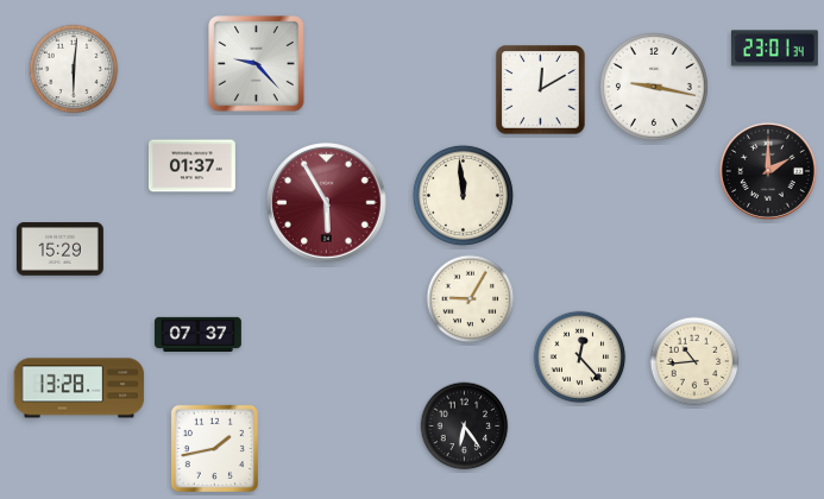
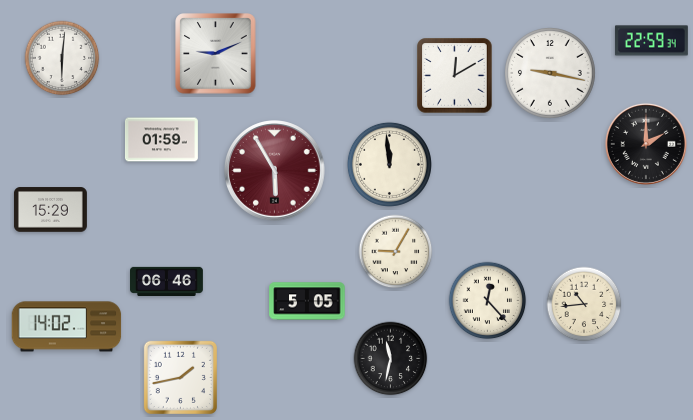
clock at (774, 49): 23:01 -> 22:59
clock at (257, 64): 9:23 -> 9:11
clock at (191, 166): 01:37 -> 01:59
clock at (199, 334): 07:37 -> 06:46
clock at (307, 301): none -> 5:05
clock at (80, 389): 13:28 -> 14:02
clock at (465, 427): 6:24 -> 11:32
